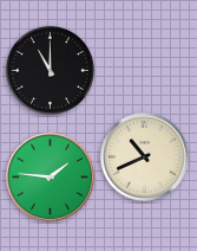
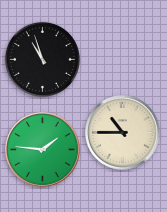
clock at (50, 70): 11:00 -> 10:57
clock at (145, 157): 10:41 -> 10:45
